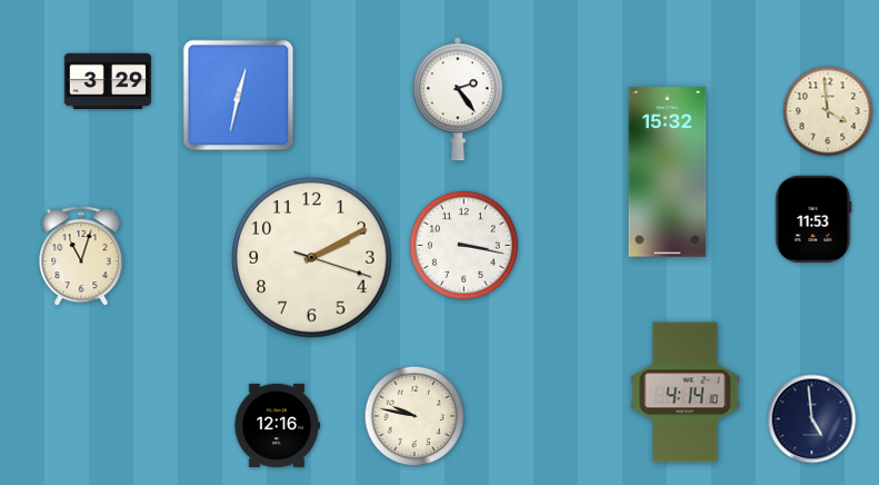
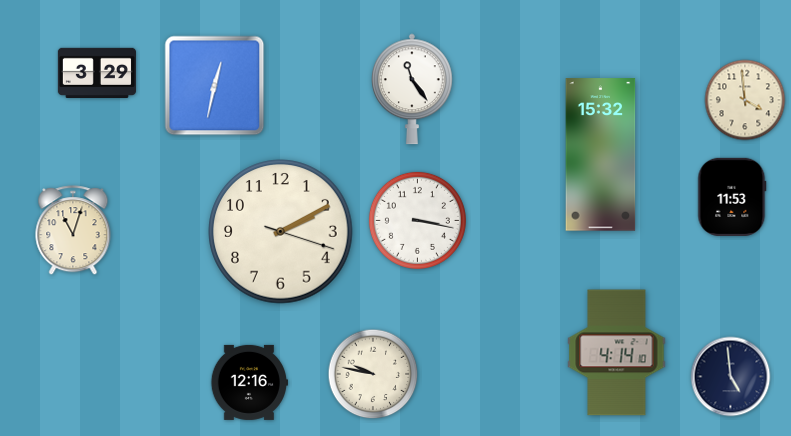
clock at (459, 99): 2:24 -> 11:24
